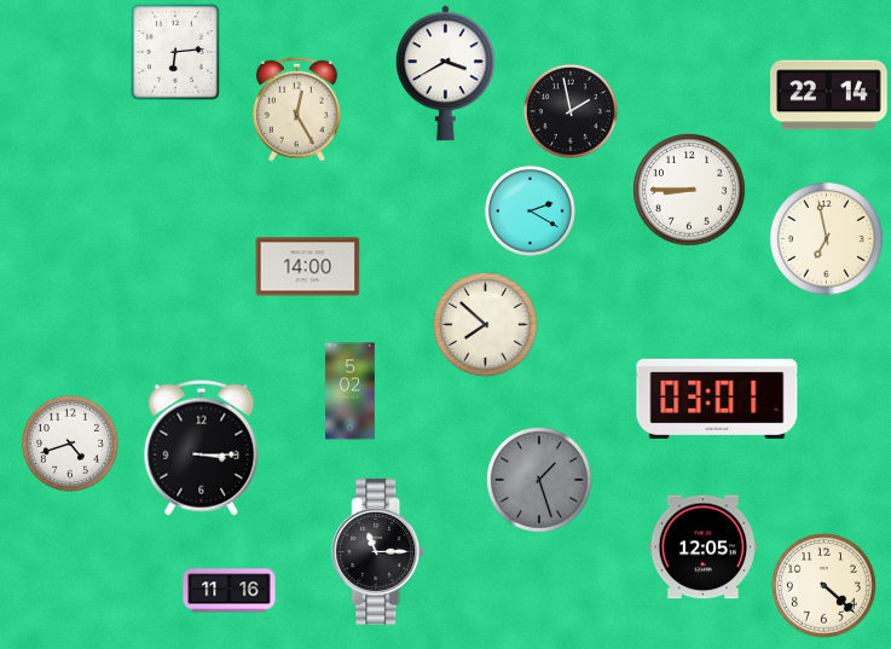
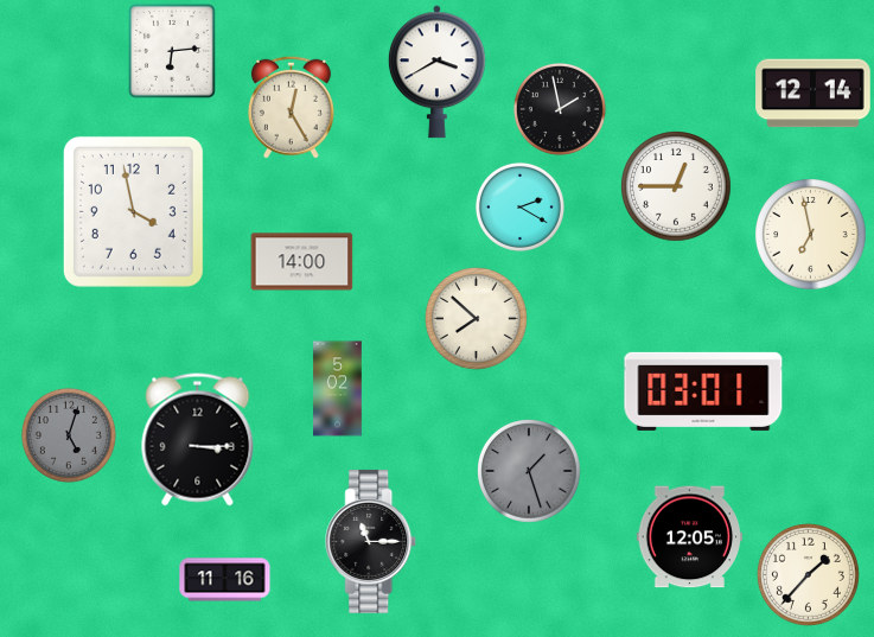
clock at (829, 95): 22:14 -> 12:14
clock at (689, 190): 8:45 -> 12:45
clock at (133, 211): none -> 3:58
clock at (351, 392) position: (351, 392) -> (338, 389)
clock at (70, 444): 4:42 -> 5:03
clock at (70, 444) dial: white -> grey
clock at (825, 586): 4:22 -> 1:37
